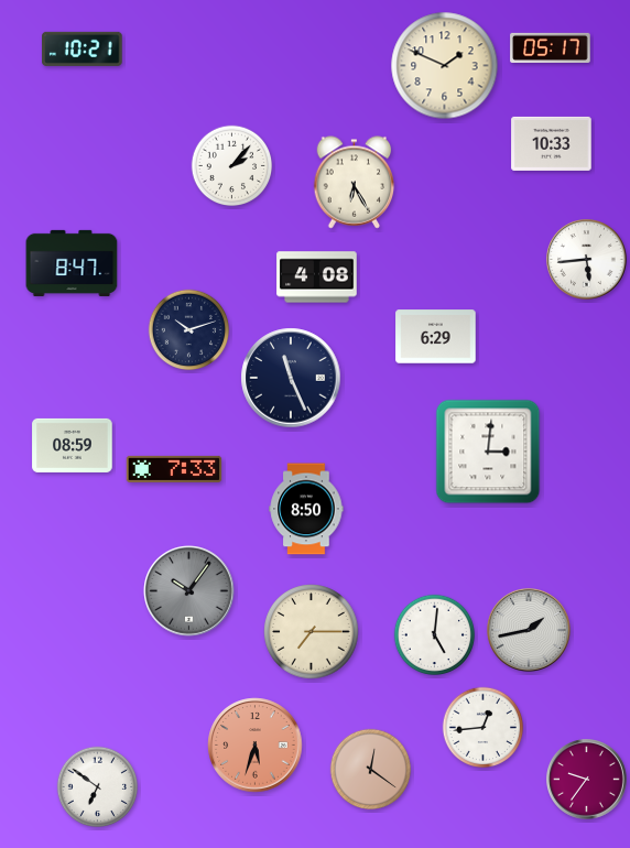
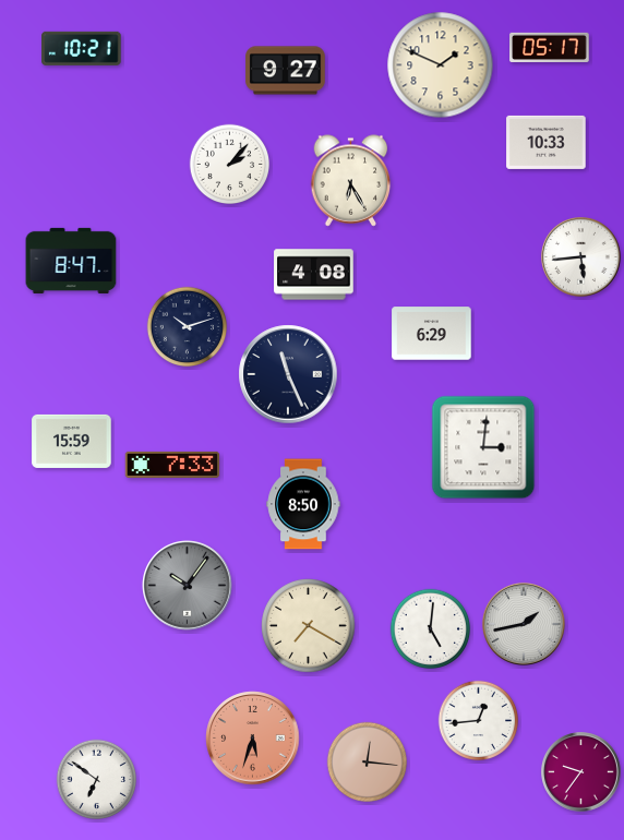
clock at (551, 47) position: (551, 47) -> (550, 47)
clock at (286, 71): none -> 9:27
clock at (73, 445): 08:59 -> 15:59
clock at (312, 632): 7:15 -> 7:20
clock at (371, 770): 12:21 -> 12:16
